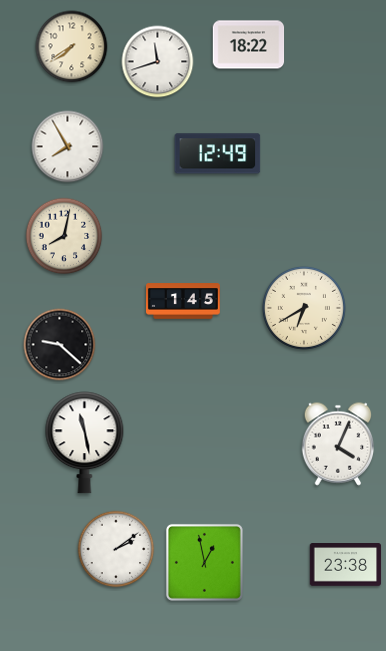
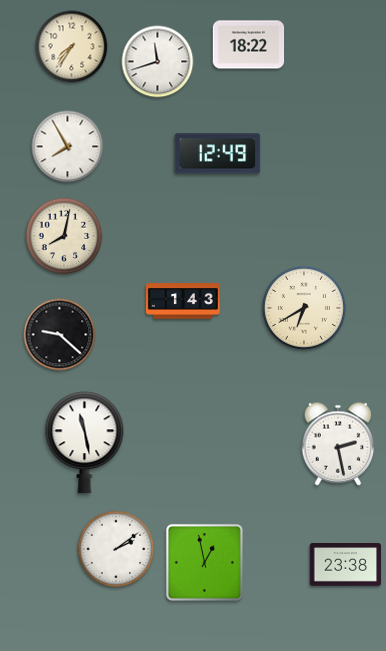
clock at (72, 47): 7:39 -> 7:36
clock at (183, 301): 1:45 -> 1:43
clock at (60, 345) position: (60, 345) -> (60, 335)
clock at (338, 444): 4:04 -> 2:28
